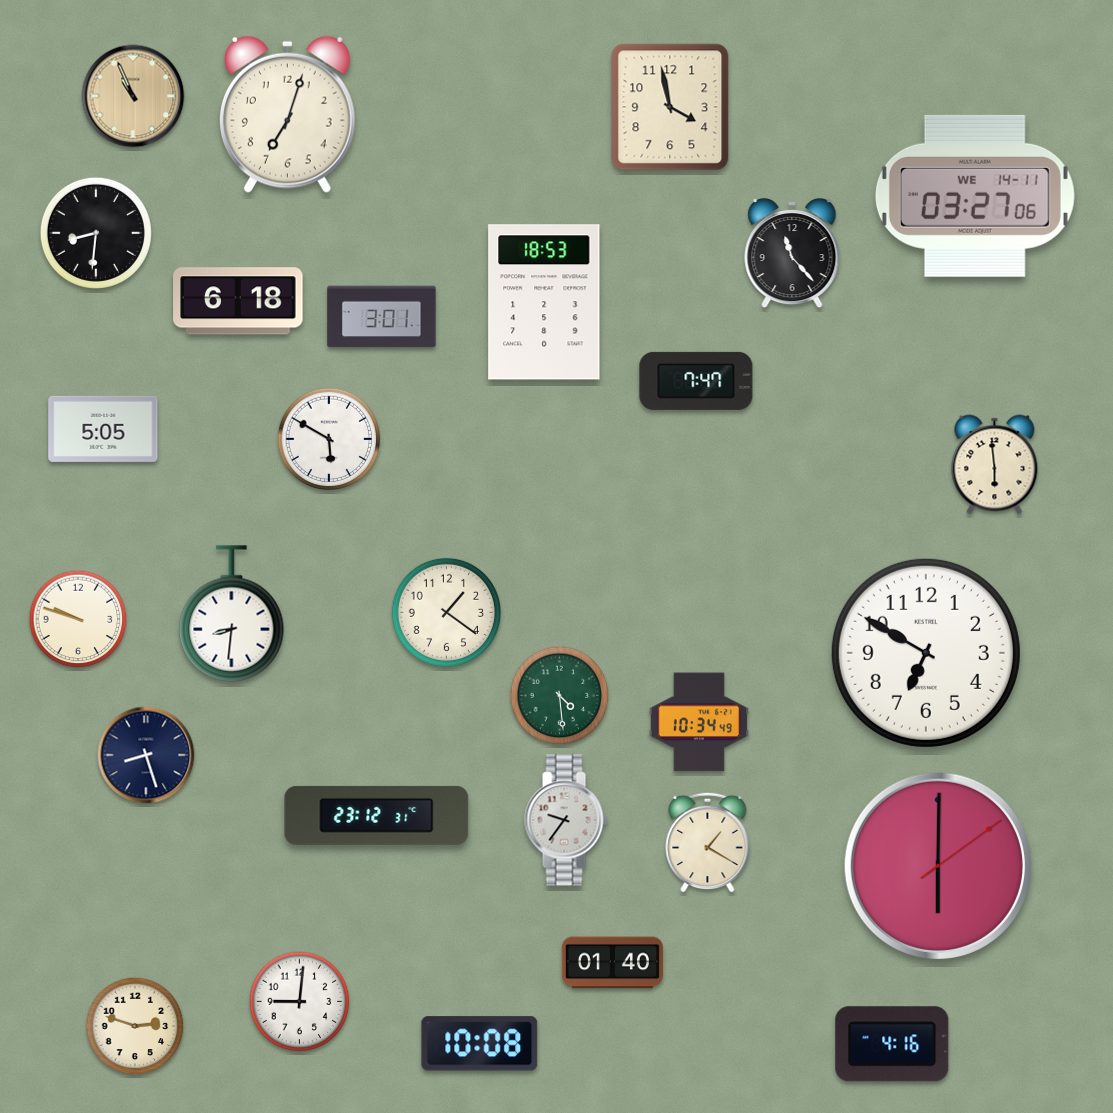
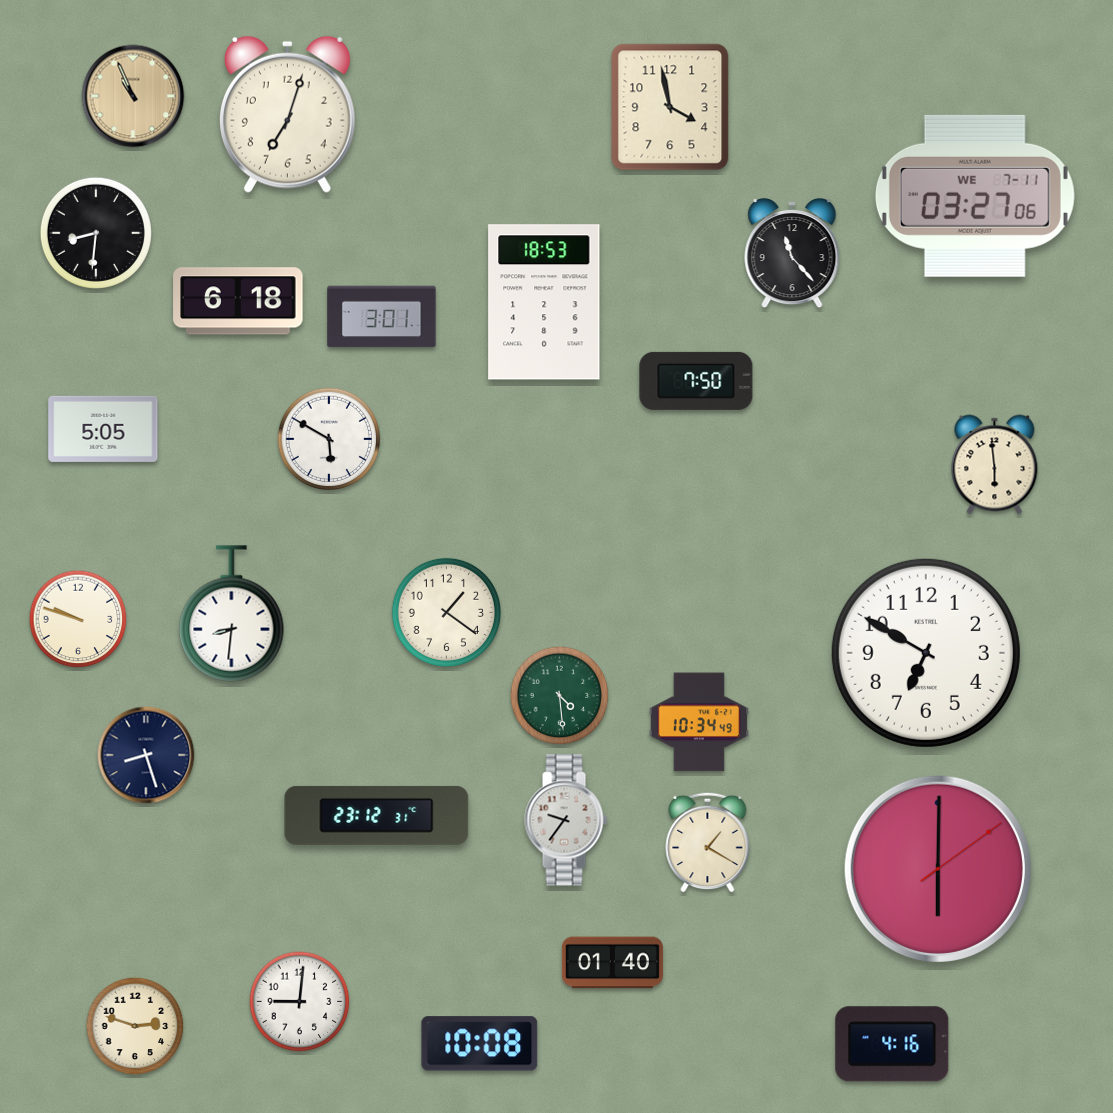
clock at (975, 196) date: WE 14-11 -> WE 7-11
clock at (696, 381): 7:47 -> 7:50
clock at (938, 866) position: (938, 866) -> (938, 869)
